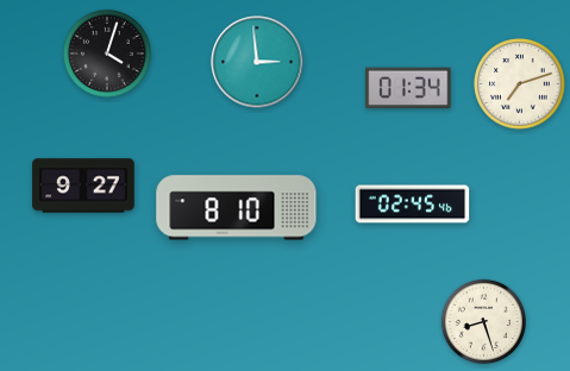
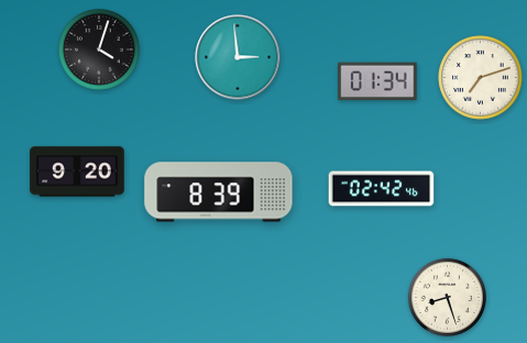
clock at (83, 185): 9:27 -> 9:20
clock at (413, 205): 02:45 -> 02:42
clock at (237, 208): 8:10 -> 8:39
